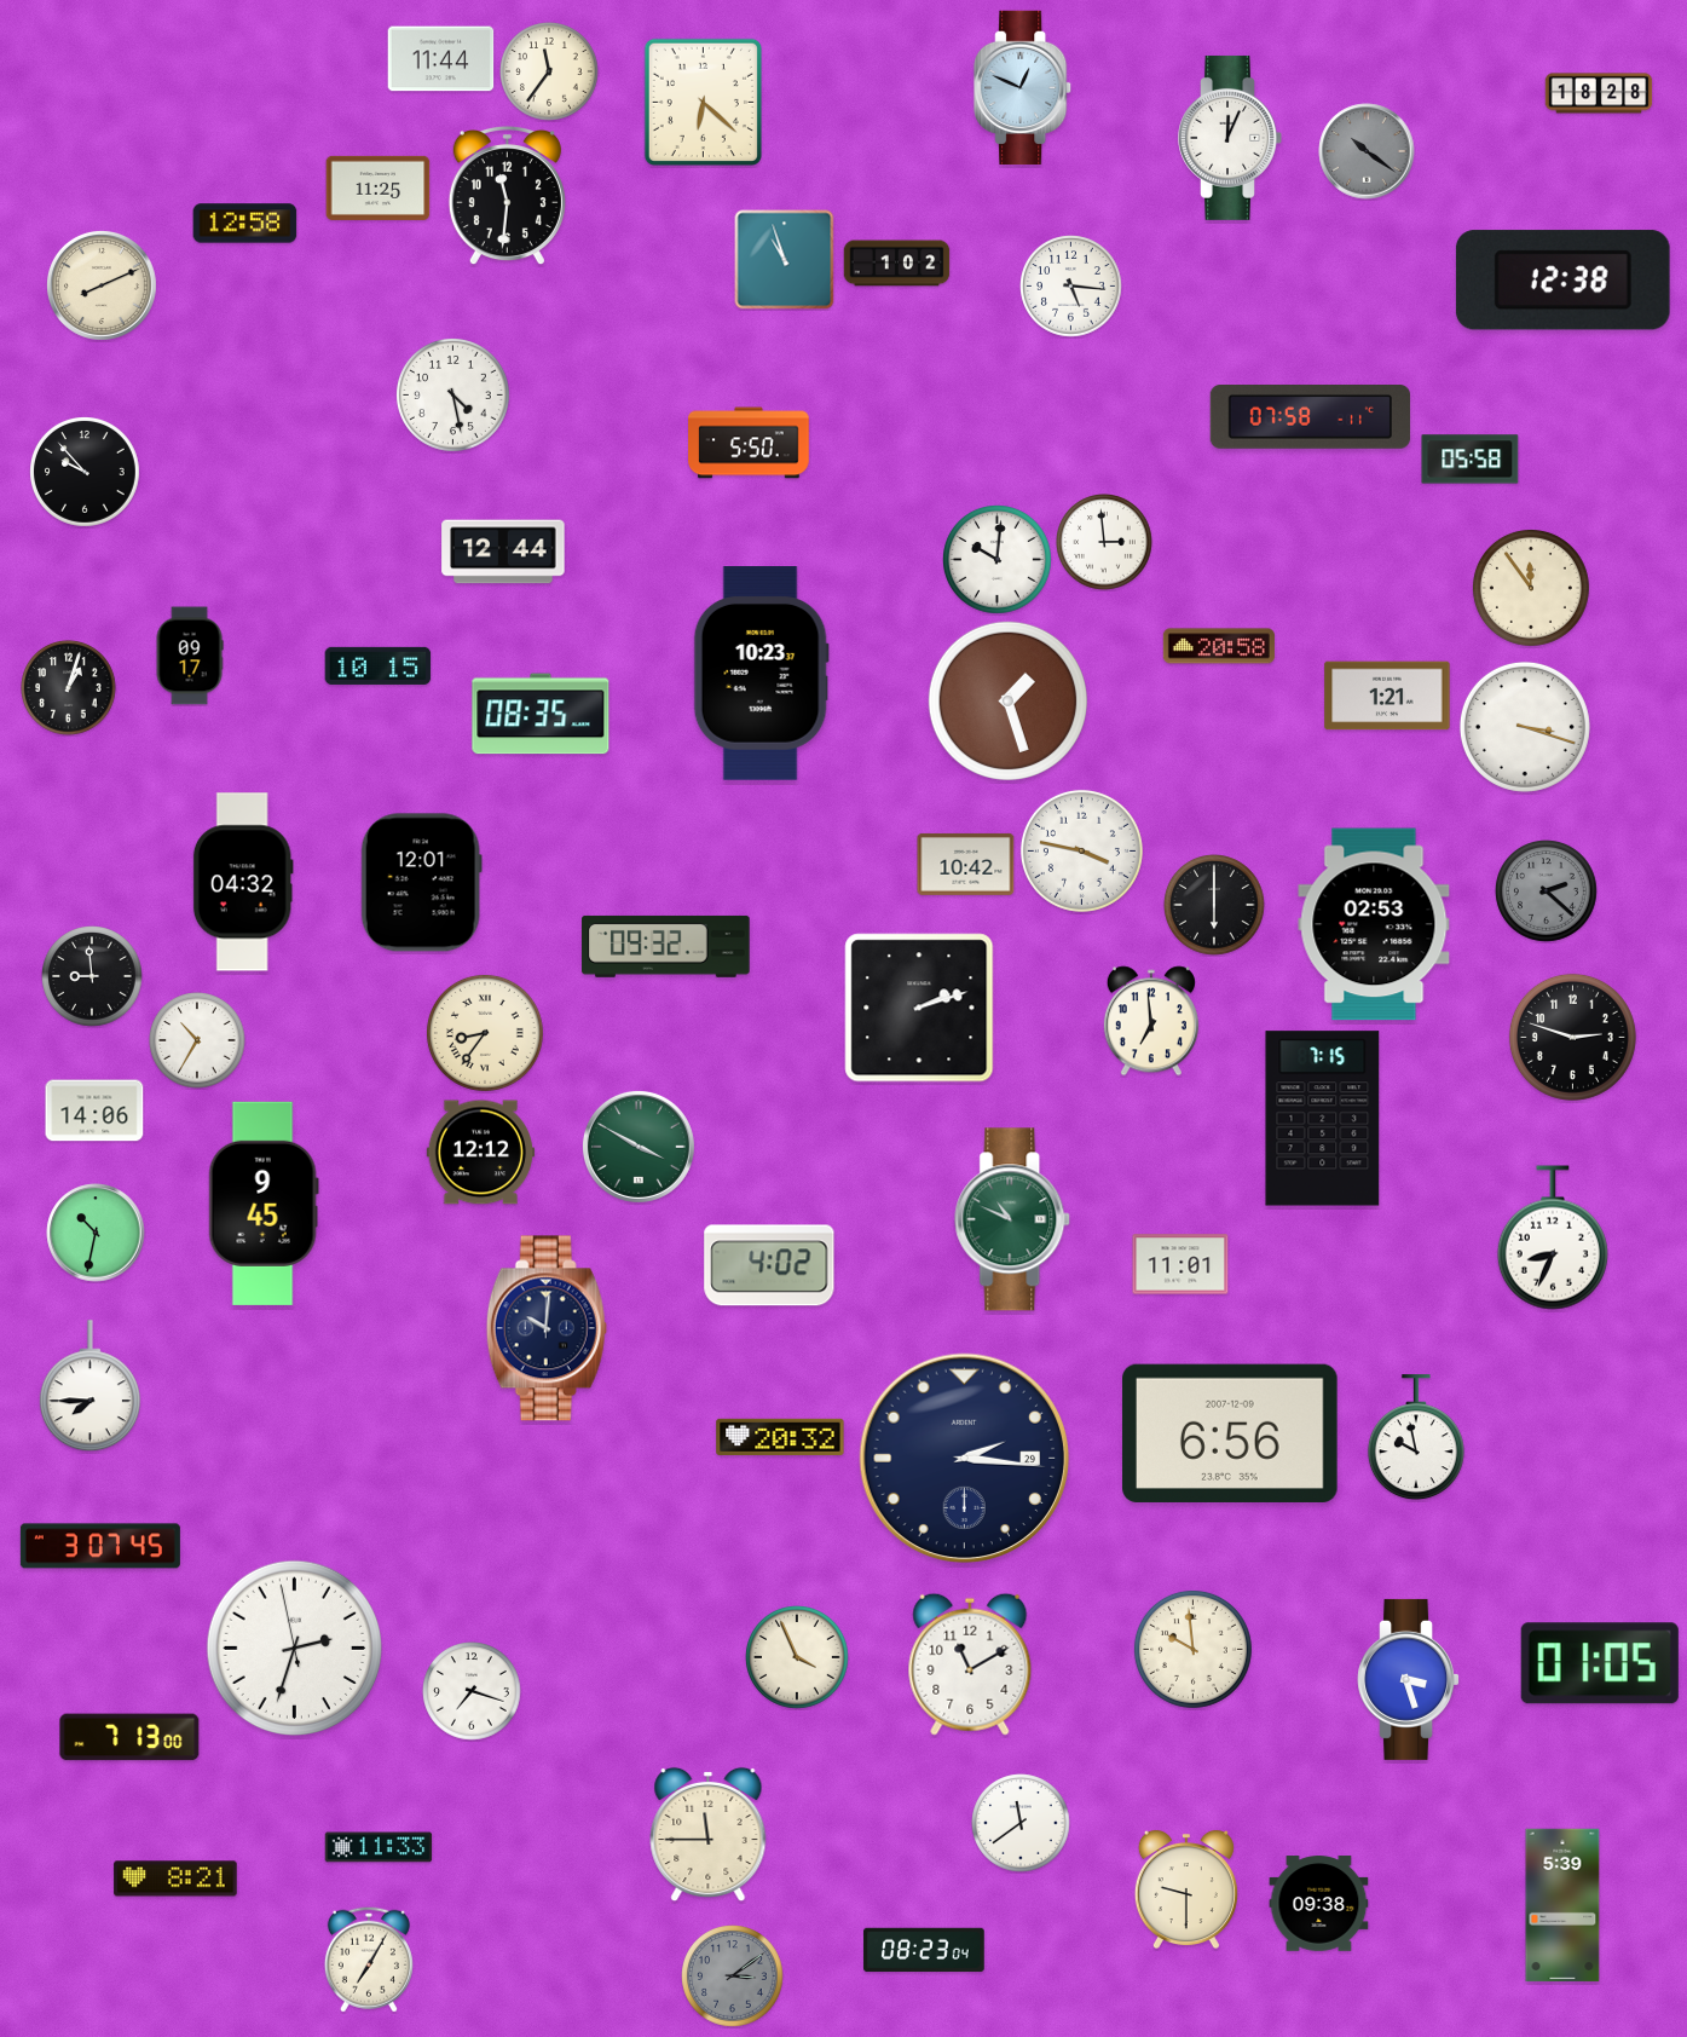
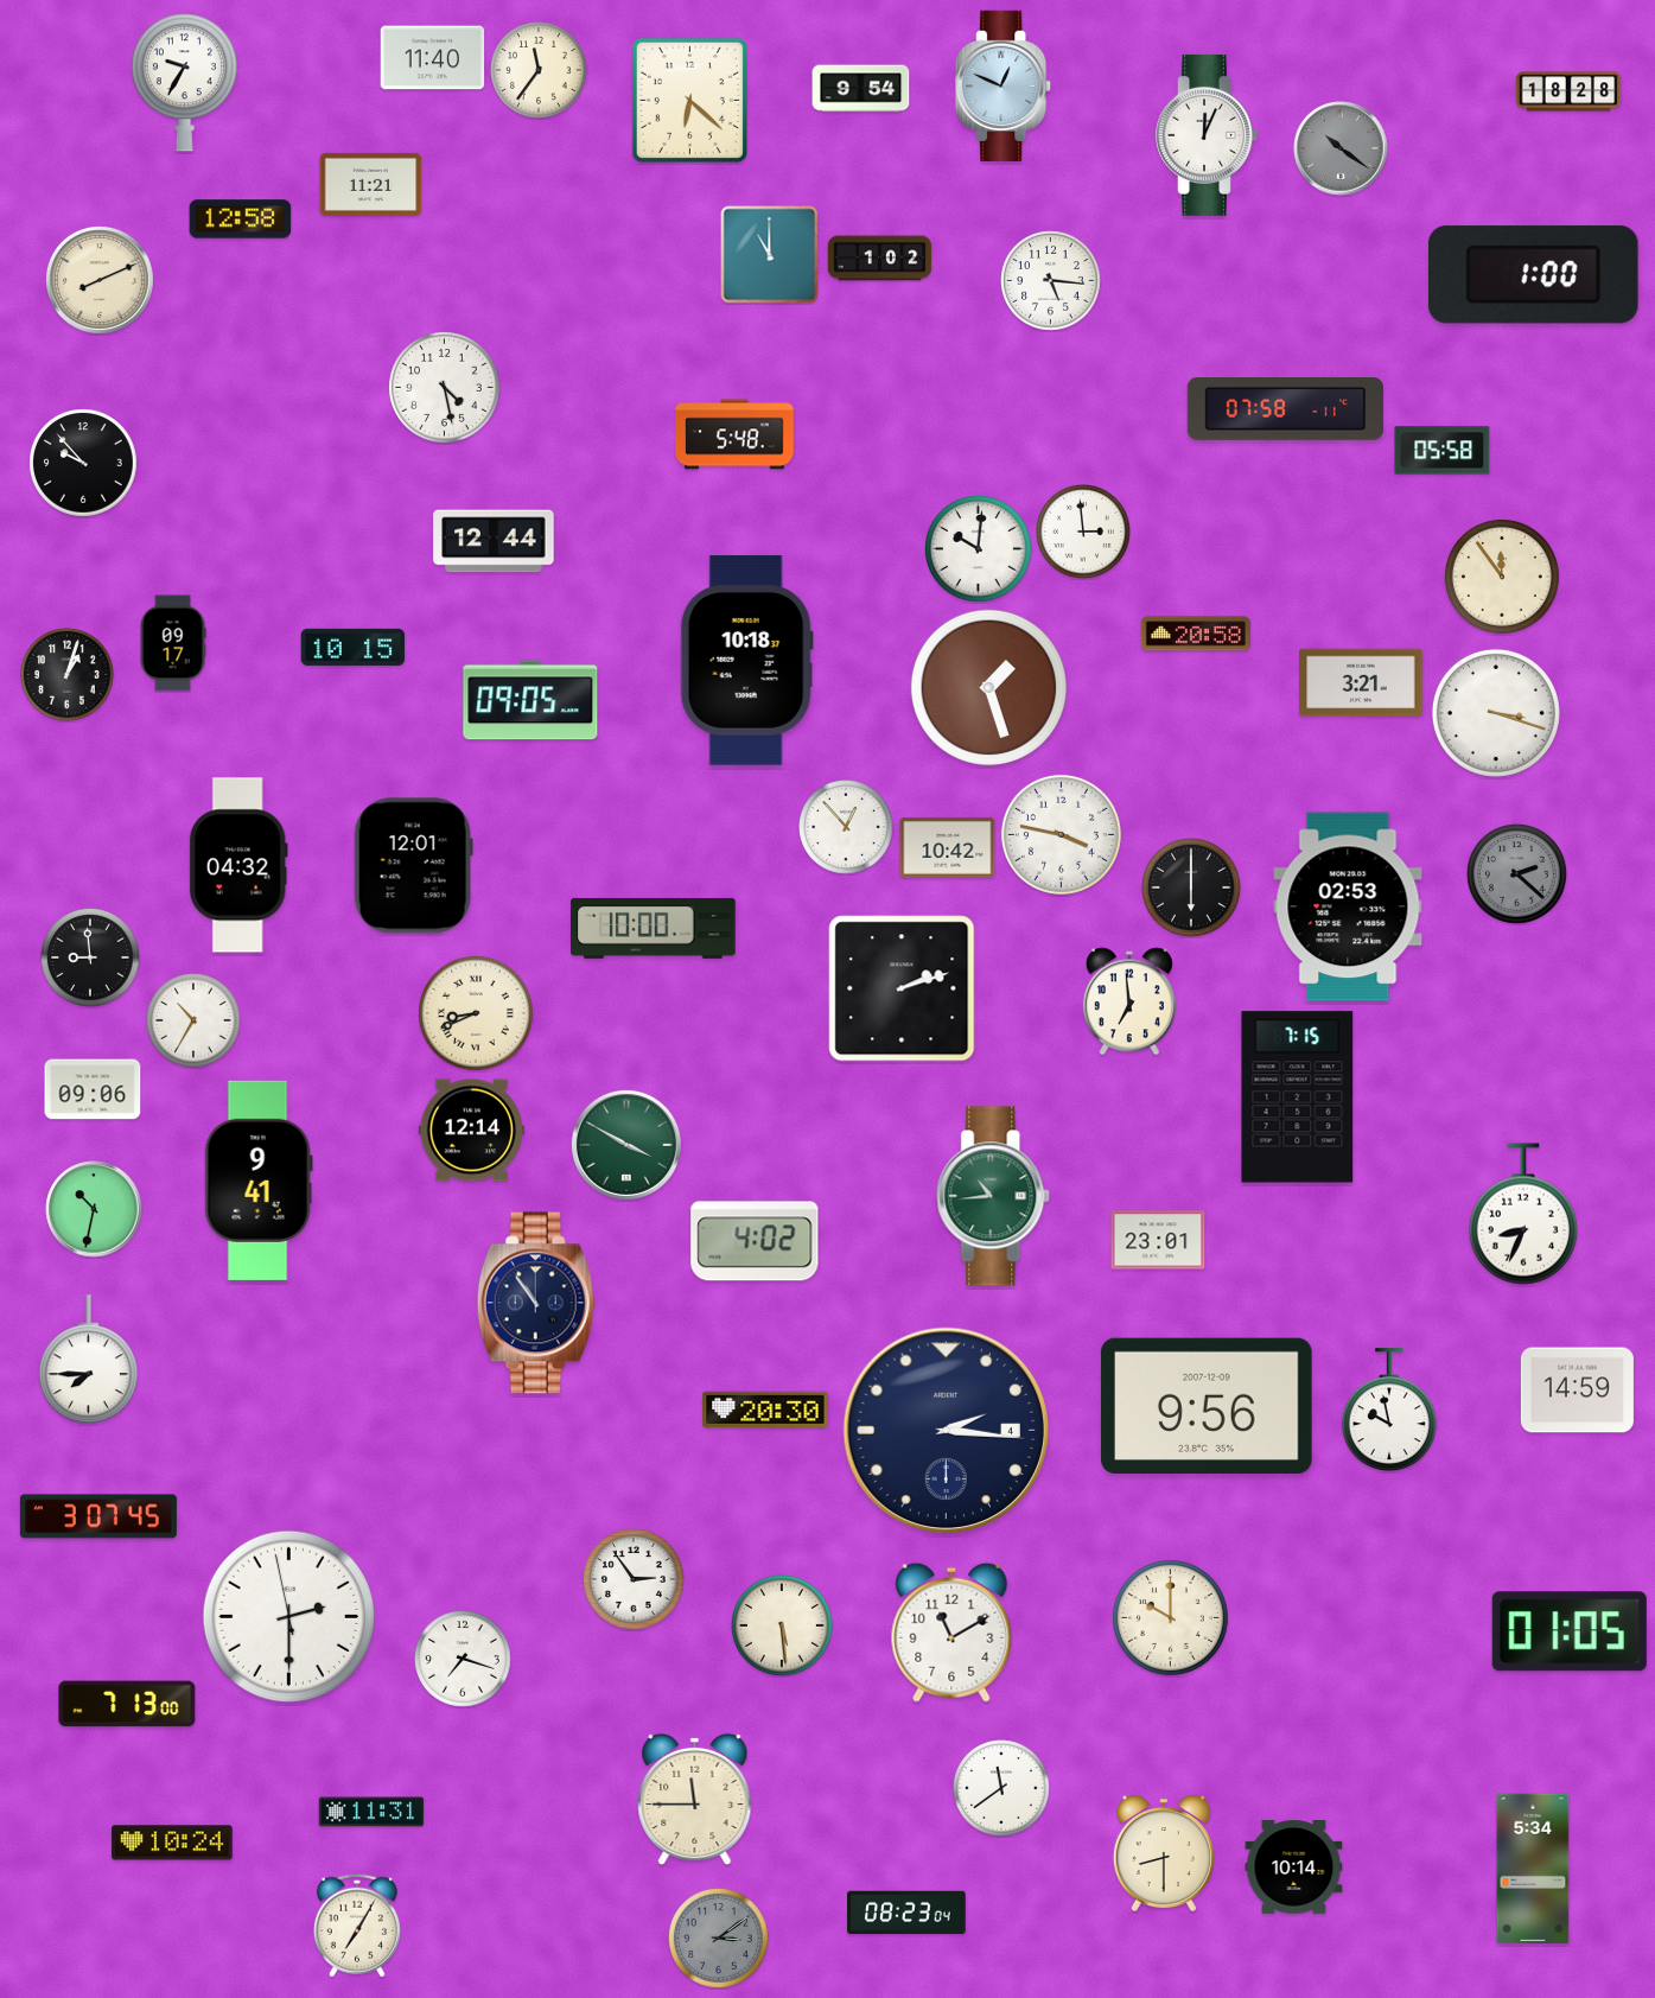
clock at (441, 59): 11:44 -> 11:40
clock at (184, 83): none -> 9:35
clock at (861, 89): none -> 9:54
clock at (379, 187): 11:25 -> 11:21
clock at (507, 196): 11:31 -> none
clock at (785, 260): 10:57 -> 11:00
clock at (1562, 281): 12:38 -> 1:00
clock at (749, 443): 5:50 -> 5:48
clock at (190, 656) position: (190, 656) -> (173, 643)
clock at (379, 665) position: (379, 665) -> (354, 647)
clock at (761, 674): 10:23 -> 10:18
clock at (1387, 696): 1:21 -> 3:21
clock at (541, 714): 08:35 -> 09:05
clock at (846, 827): none -> 12:53
clock at (666, 946): 09:32 -> 10:00
clock at (485, 1033): 8:36 -> 8:41
clock at (1572, 1037): 2:48 -> none
clock at (94, 1110): 14:06 -> 09:06
clock at (639, 1147) position: (639, 1147) -> (626, 1145)
clock at (481, 1153): 12:12 -> 12:14
clock at (264, 1204): 9:45 -> 9:41
clock at (1013, 1219): 10:49 -> 10:44
clock at (1180, 1264): 11:01 -> 23:01
clock at (547, 1328): 10:01 -> 10:54
clock at (1577, 1391): none -> 14:59
clock at (1230, 1433): 6:56 -> 9:56
clock at (780, 1436): 20:32 -> 20:30
clock at (965, 1459) date: 29 -> 4
clock at (634, 1579): none -> 2:54
clock at (294, 1648): 2:32 -> 2:29
clock at (1192, 1649): 9:59 -> 10:00
clock at (797, 1657): 3:56 -> 5:29
clock at (1409, 1679): 3:27 -> none
clock at (379, 1847): 11:33 -> 11:31
clock at (175, 1879): 8:21 -> 10:24
clock at (1186, 1889): 9:30 -> 8:30
clock at (1319, 1904): 09:38 -> 10:14
clock at (1562, 1905): 5:39 -> 5:34
clock at (369, 1960) position: (369, 1960) -> (357, 1926)
